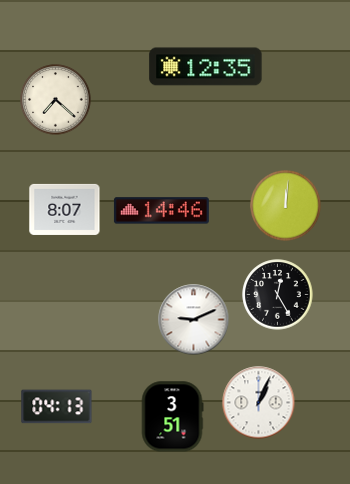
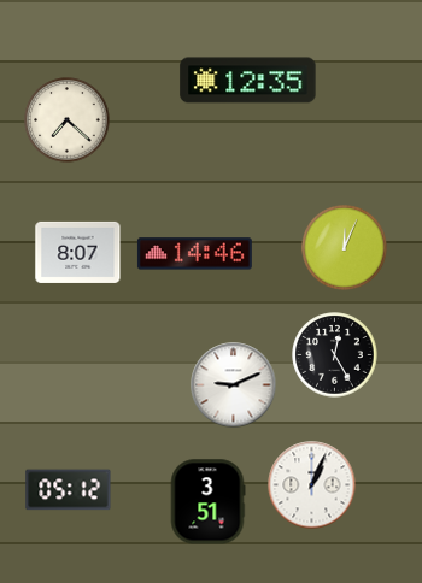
clock at (286, 206): 12:01 -> 12:04
clock at (57, 407): 04:13 -> 05:12
